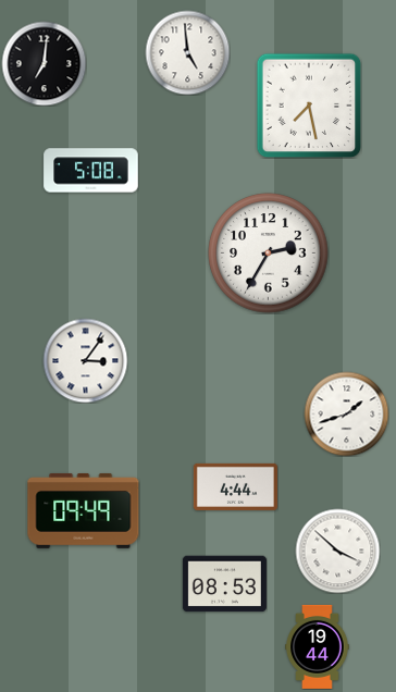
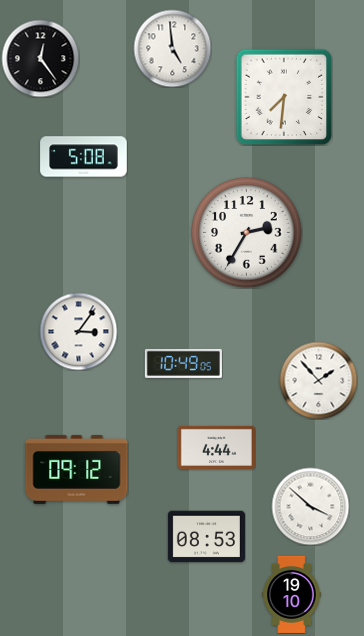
clock at (44, 63): 7:01 -> 12:24
clock at (309, 106): 7:28 -> 7:31
clock at (183, 363): none -> 10:49
clock at (346, 413): 1:42 -> 1:53
clock at (84, 510): 09:49 -> 09:12
clock at (318, 646): 19:44 -> 19:10
